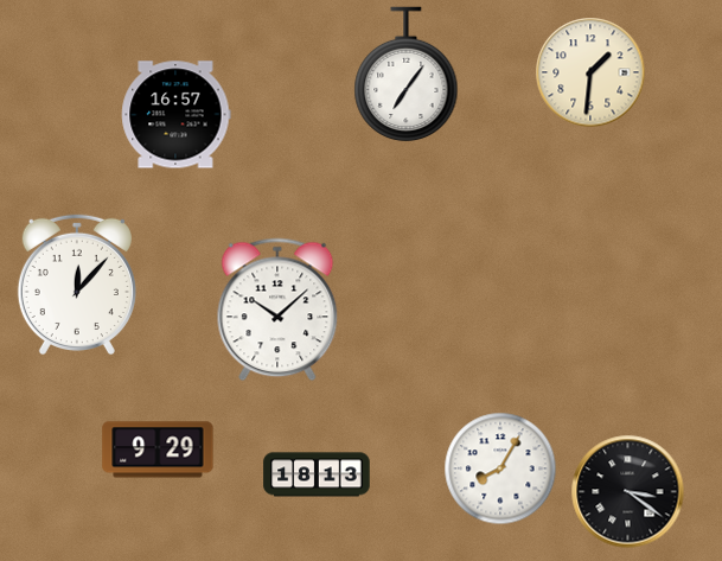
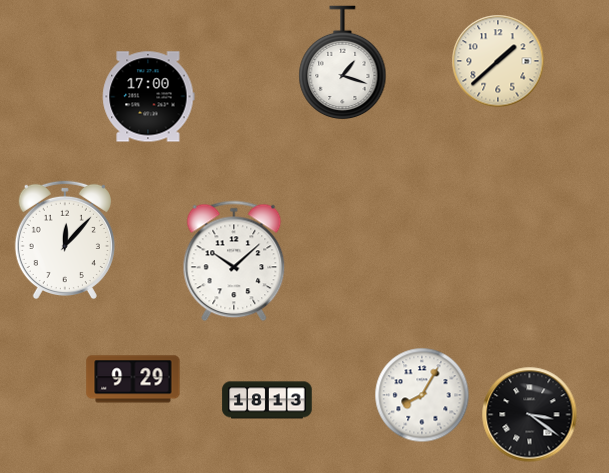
clock at (590, 72): 1:31 -> 1:38
clock at (407, 75): 7:06 -> 1:18
clock at (177, 115): 16:57 -> 17:00
